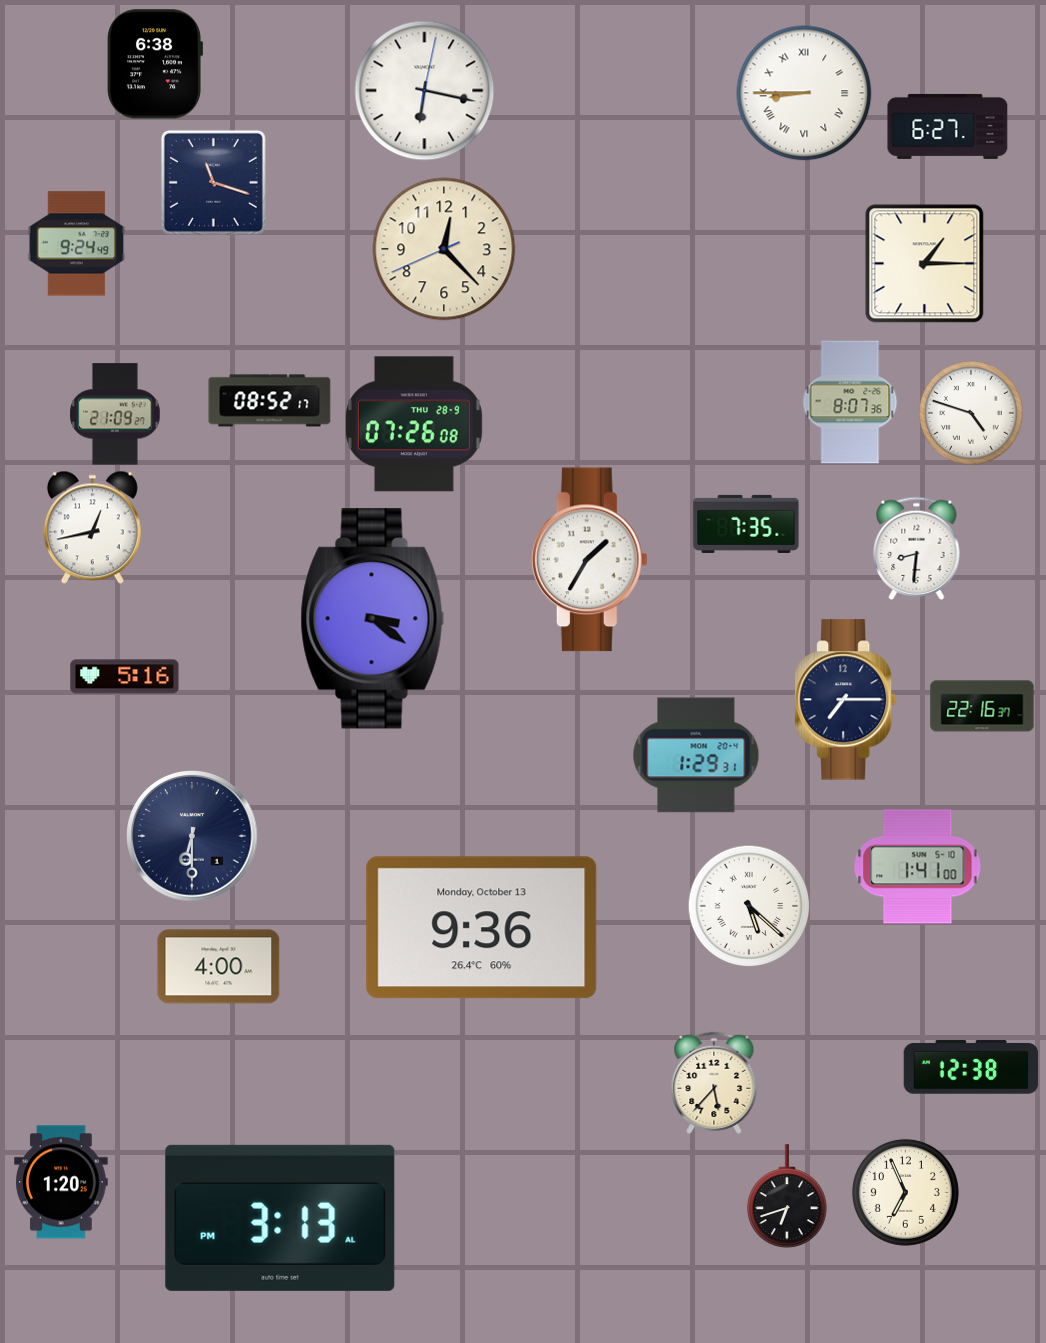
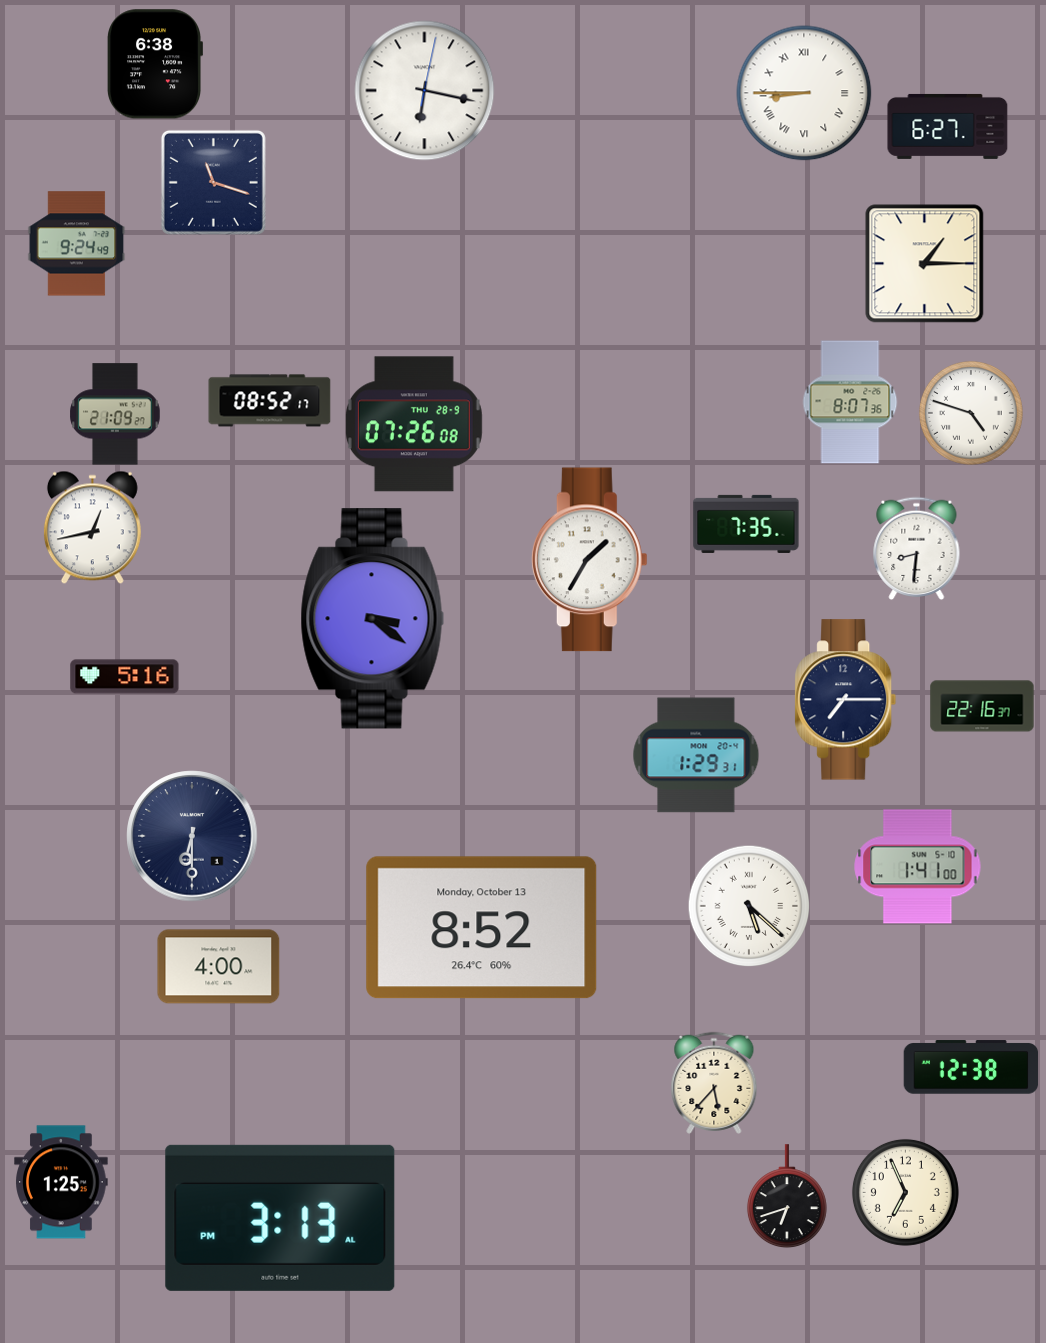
clock at (444, 249): 12:22 -> none
clock at (482, 928): 9:36 -> 8:52
clock at (61, 1182): 1:20 -> 1:25
